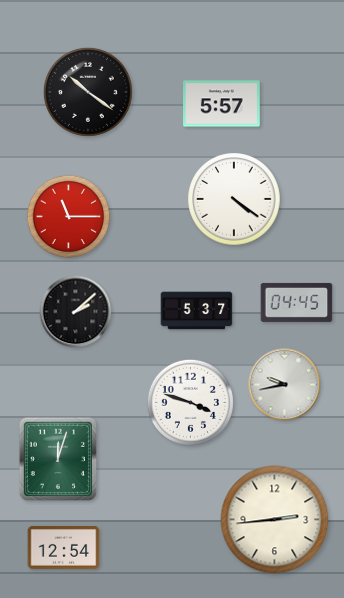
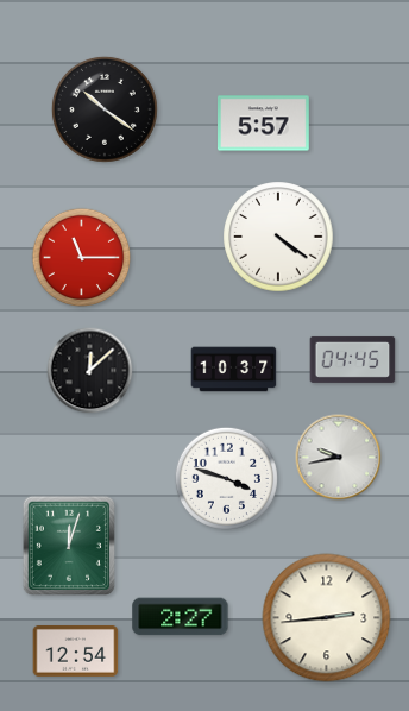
clock at (197, 311): 5:37 -> 10:37
clock at (76, 312): 2:08 -> 12:08
clock at (181, 617): none -> 2:27
